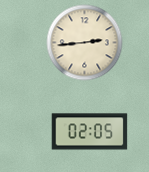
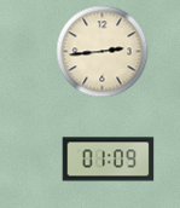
clock at (90, 132): 02:05 -> 01:09
